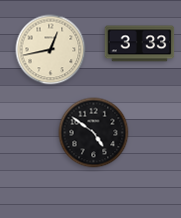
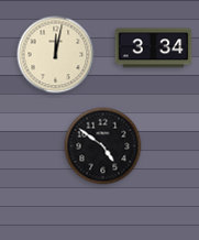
clock at (140, 44): 3:33 -> 3:34
clock at (51, 50): 12:43 -> 12:02
